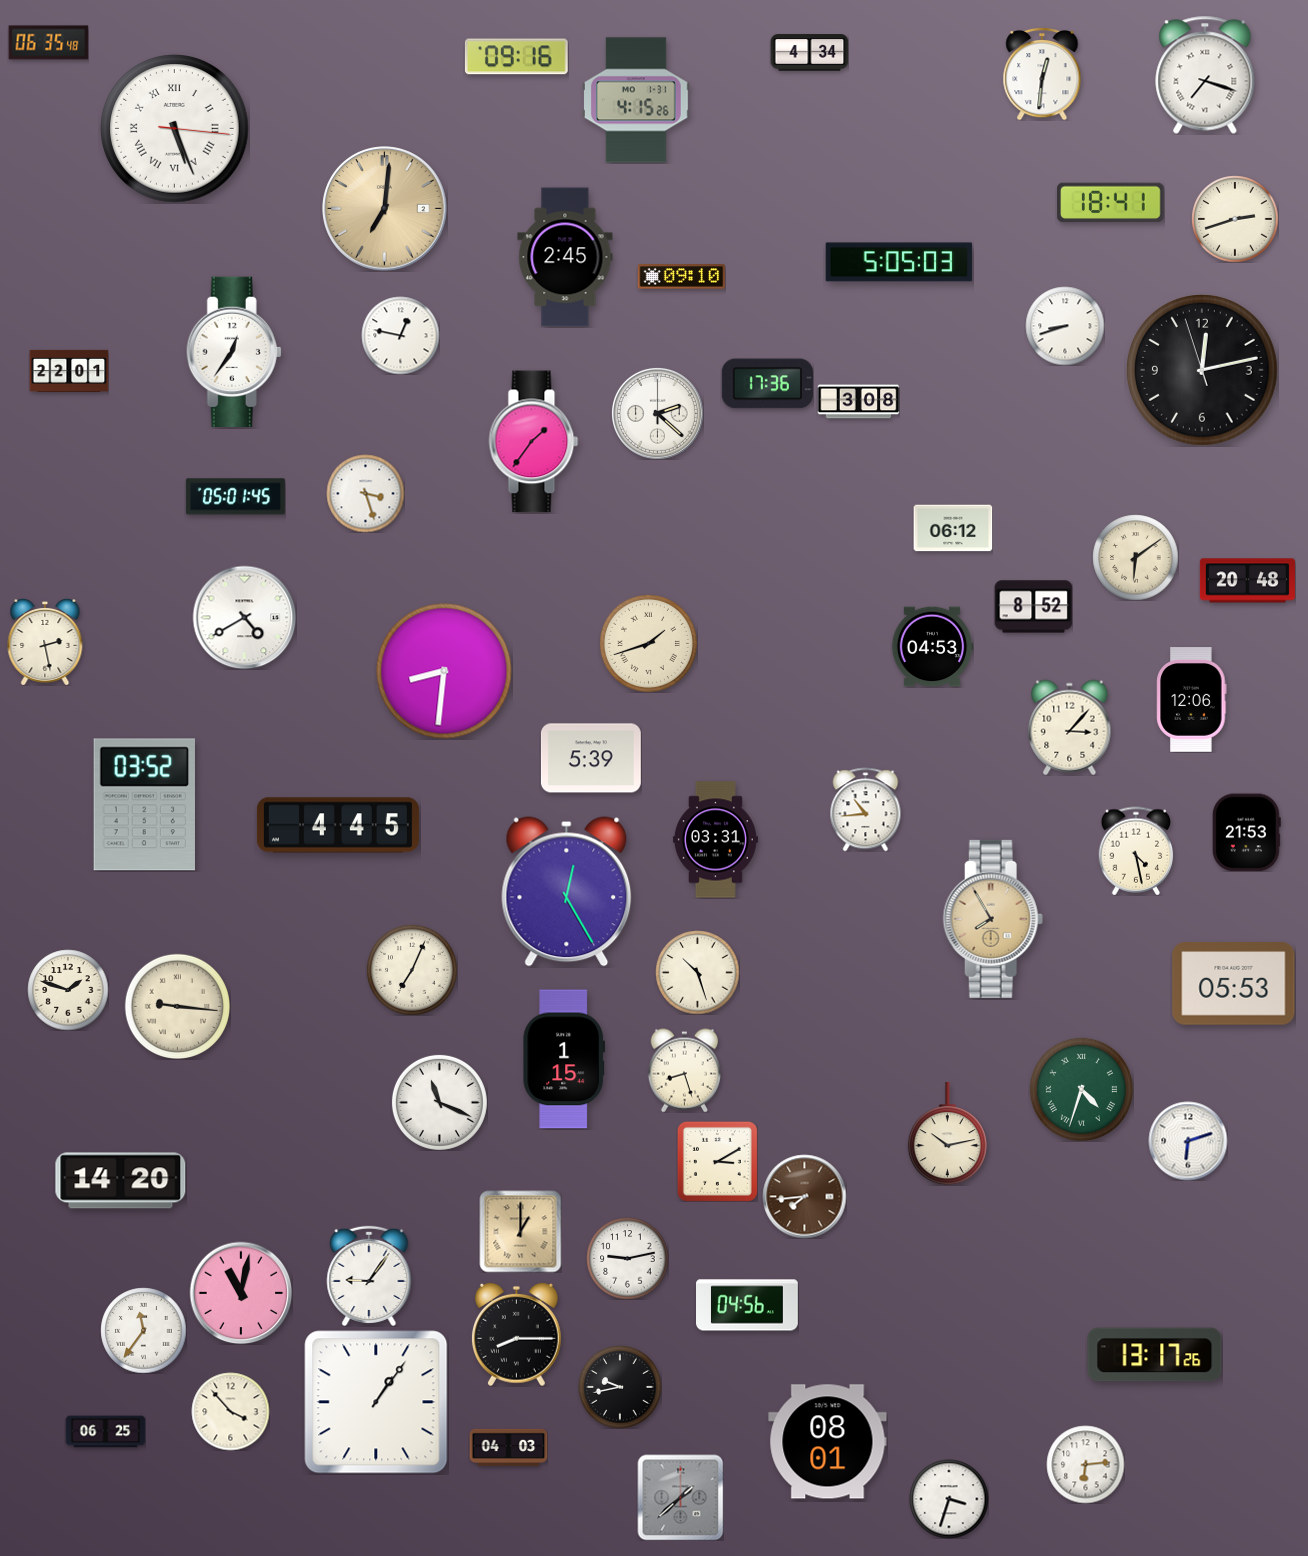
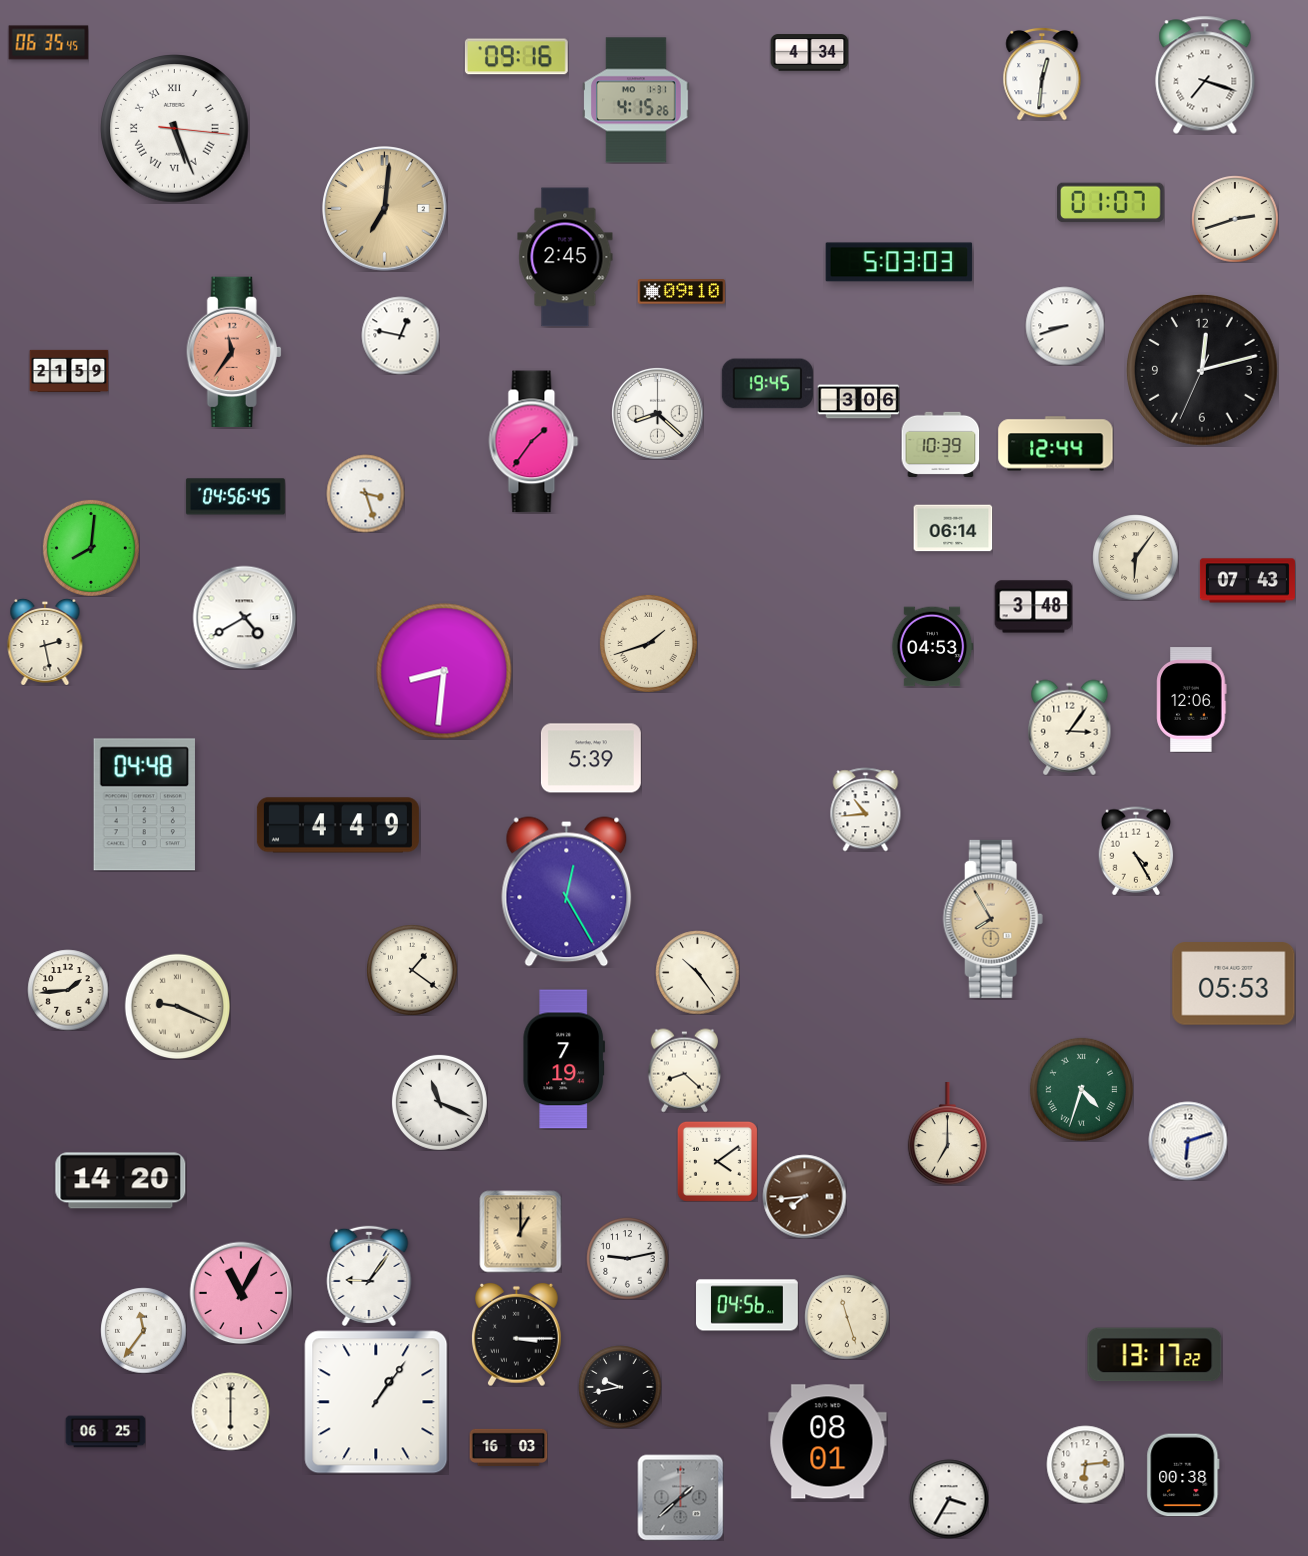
clock at (48, 43): 06:35:48 -> 06:35:45
clock at (1111, 203): 18:41 -> 01:07
clock at (899, 262): 5:05 -> 5:03
clock at (681, 277) position: (681, 277) -> (681, 292)
clock at (234, 352): 12:36 -> 11:36
clock at (234, 352) dial: white -> salmon
clock at (69, 371): 22:01 -> 21:59
clock at (1203, 371): 12:12:57 -> 12:12:34
clock at (767, 384): 17:36 -> 19:45
clock at (858, 402): 3:08 -> 3:06
clock at (657, 413): 2:22 -> 8:22
clock at (940, 444): none -> 10:39
clock at (1056, 444): none -> 12:44
clock at (235, 497): 05:01 -> 04:56
clock at (953, 528): 06:12 -> 06:14
clock at (91, 548): none -> 8:01
clock at (1135, 557): 6:09 -> 6:06
clock at (1247, 581): 20:48 -> 07:43
clock at (1033, 607): 8:52 -> 3:48
clock at (1070, 727): 3:07 -> 3:06
clock at (144, 805): 03:52 -> 04:48
clock at (338, 825): 4:45 -> 4:49
clock at (1246, 832): 21:53 -> none
clock at (715, 840): 03:31 -> none
clock at (1136, 851): 4:28 -> 4:25
clock at (412, 970): 7:04 -> 1:21
clock at (697, 972): 10:27 -> 10:24
clock at (68, 990): 1:48 -> 1:44
clock at (177, 1006): 9:16 -> 9:19
clock at (564, 1059): 1:15 -> 7:19
clock at (684, 1070): 8:27 -> 8:22
clock at (947, 1134): 10:13 -> 7:00
clock at (717, 1161): 3:10 -> 4:09
clock at (241, 1293): 11:02 -> 11:05
clock at (847, 1317): none -> 11:27
clock at (517, 1334): 8:15 -> 3:15
clock at (1155, 1355): 13:17:26 -> 13:17:22
clock at (230, 1411): 3:53 -> 6:00
clock at (508, 1447): 04:03 -> 16:03
clock at (1183, 1475): none -> 00:38
clock at (949, 1499): 3:33 -> 3:35
